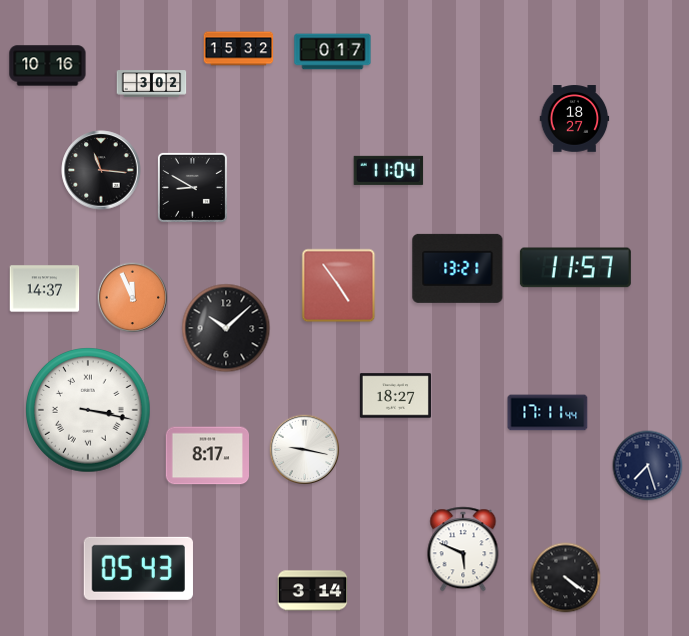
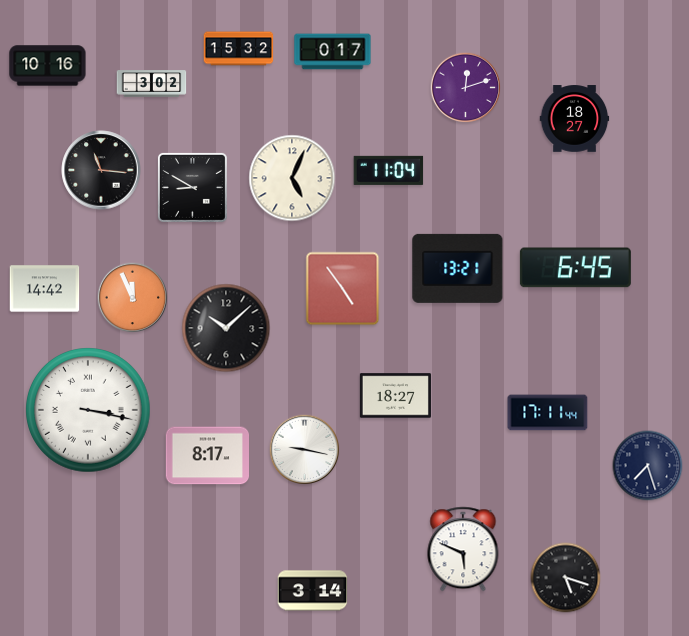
clock at (466, 88): none -> 12:12
clock at (292, 178): none -> 5:04
clock at (575, 268): 11:57 -> 6:45
clock at (339, 286) position: (339, 286) -> (343, 289)
clock at (45, 289): 14:37 -> 14:42
clock at (138, 568): 05:43 -> none
clock at (566, 578): 4:21 -> 5:18
